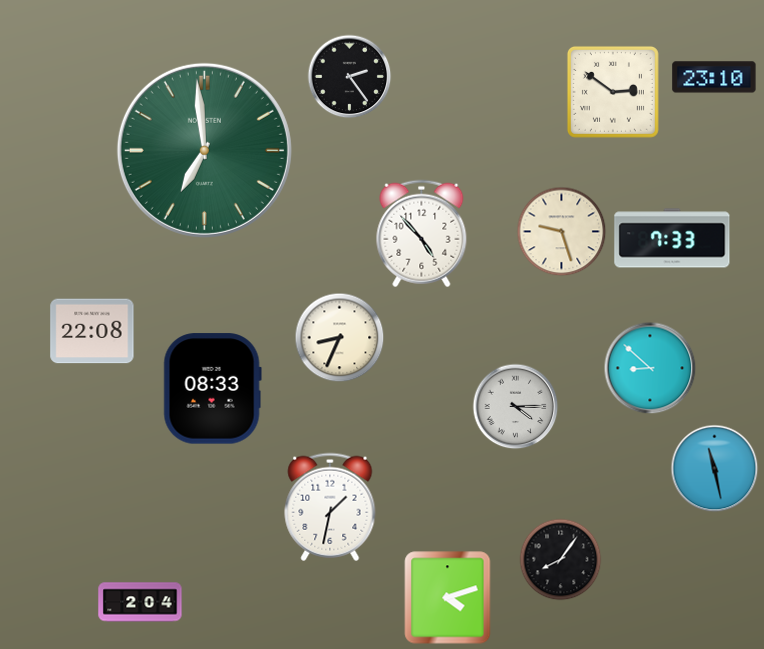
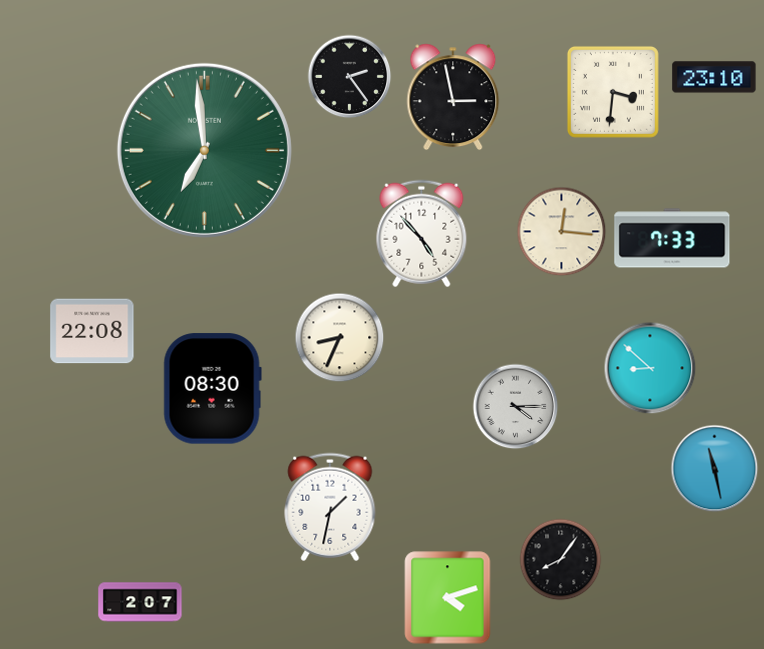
clock at (613, 92): 2:51 -> 3:31
clock at (453, 97): none -> 2:58
clock at (562, 232): 9:27 -> 12:16
clock at (212, 389): 08:33 -> 08:30
clock at (140, 602): 2:04 -> 2:07
